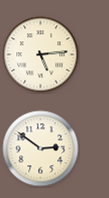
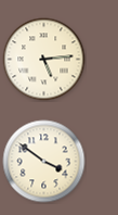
clock at (41, 149): 2:51 -> 3:51
